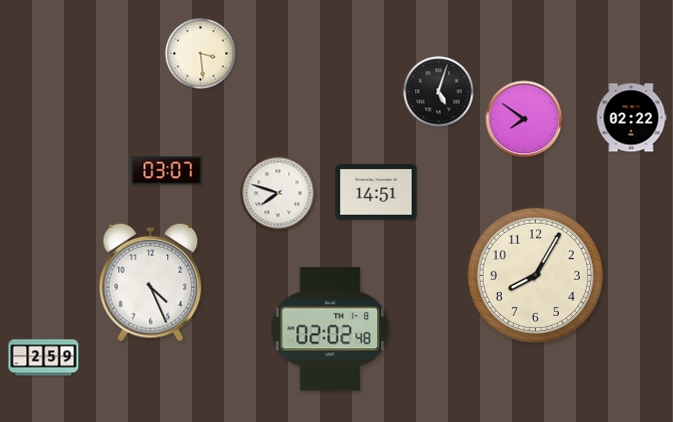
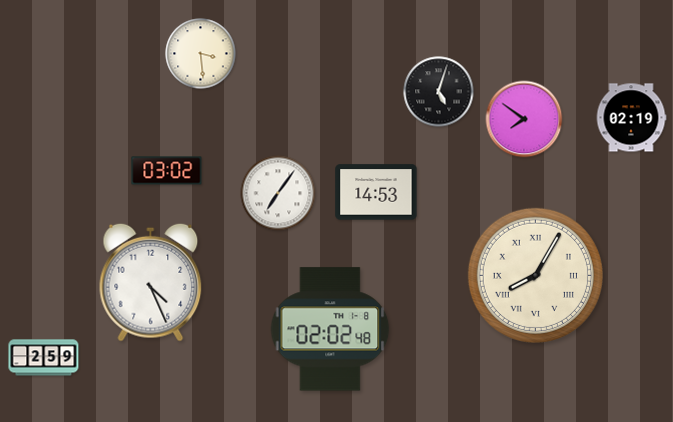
clock at (631, 118): 02:22 -> 02:19
clock at (167, 171): 03:07 -> 03:02
clock at (376, 192): 14:51 -> 14:53
clock at (278, 193): 7:48 -> 7:06
clock at (535, 275) numerals: Arabic -> Roman
